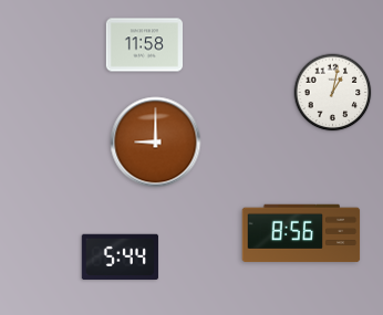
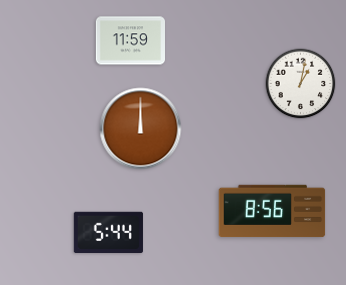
clock at (144, 45): 11:58 -> 11:59
clock at (156, 143): 9:00 -> 12:00
